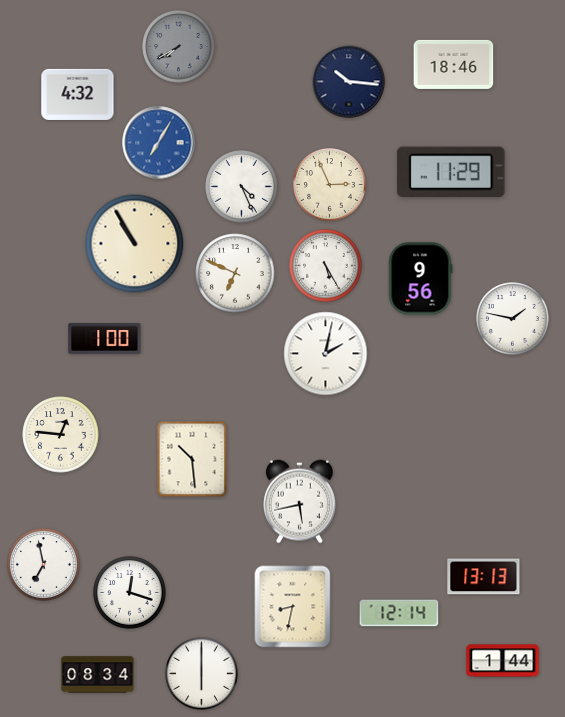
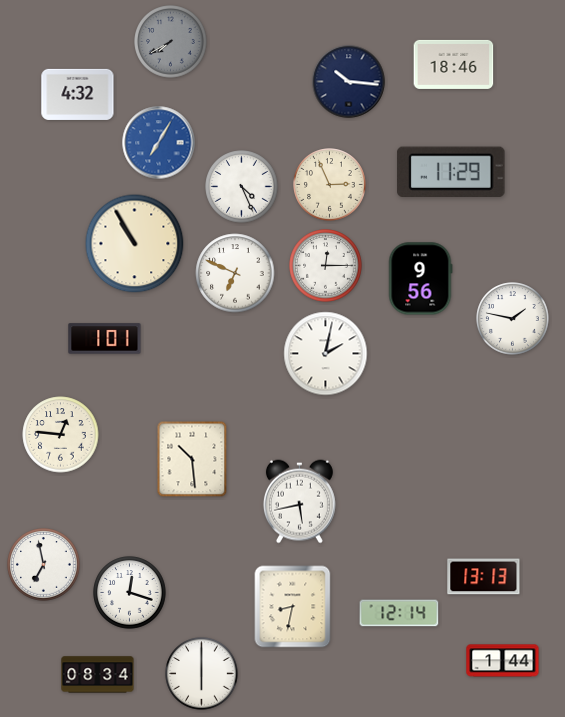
clock at (179, 47) position: (179, 47) -> (171, 42)
clock at (326, 266): 5:25 -> 12:15
clock at (105, 339): 1:00 -> 1:01
